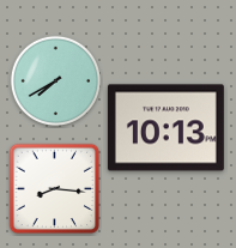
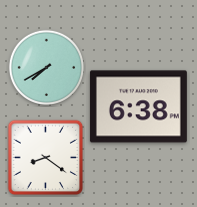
clock at (165, 128): 10:13 -> 6:38
clock at (55, 189): 8:16 -> 8:21
